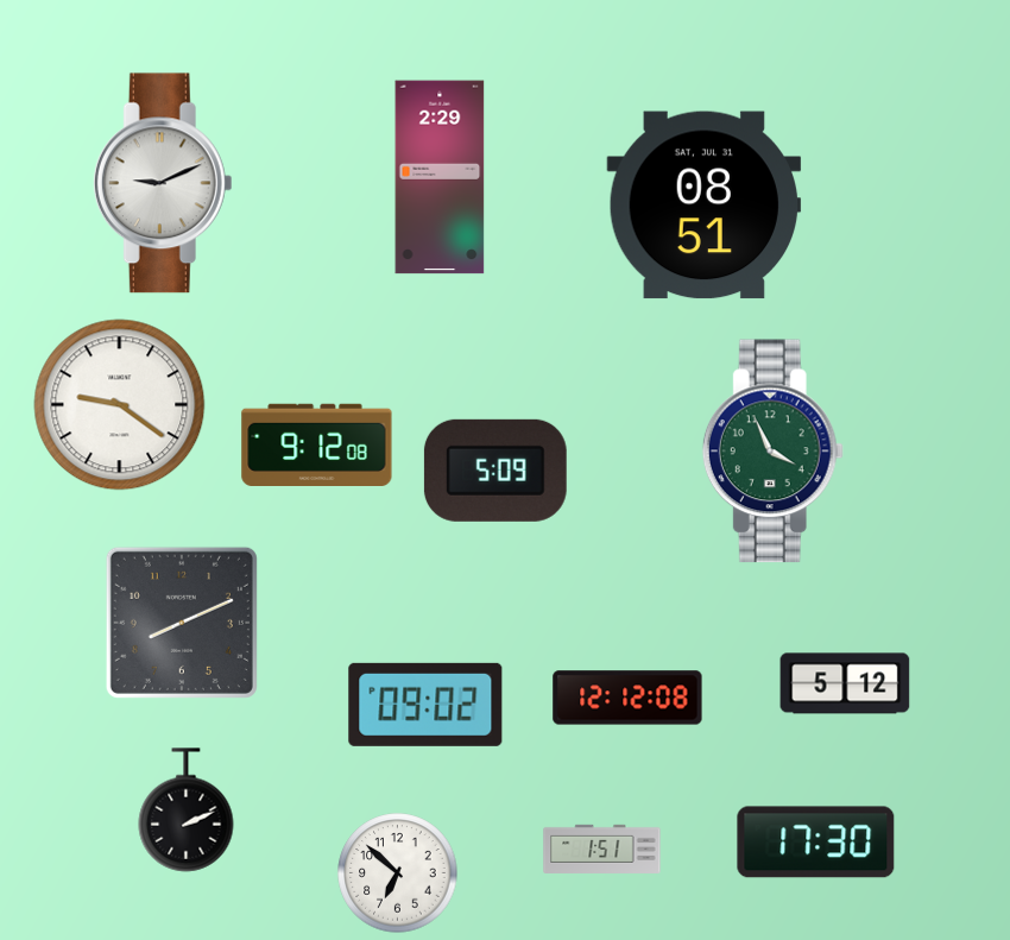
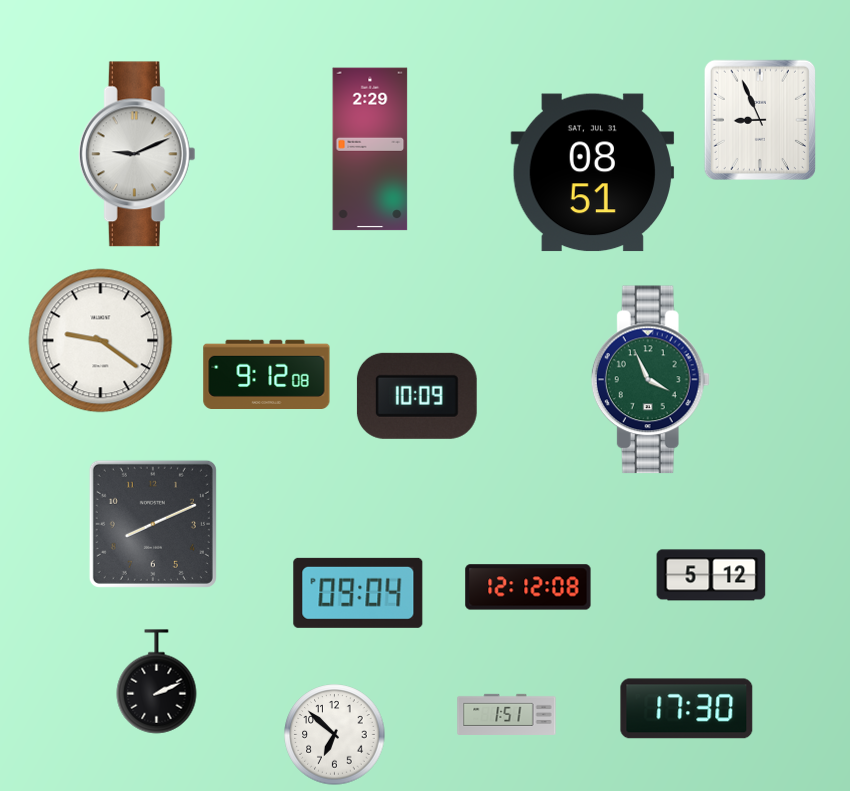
clock at (760, 120): none -> 8:56
clock at (495, 471): 5:09 -> 10:09
clock at (425, 705): 09:02 -> 09:04
